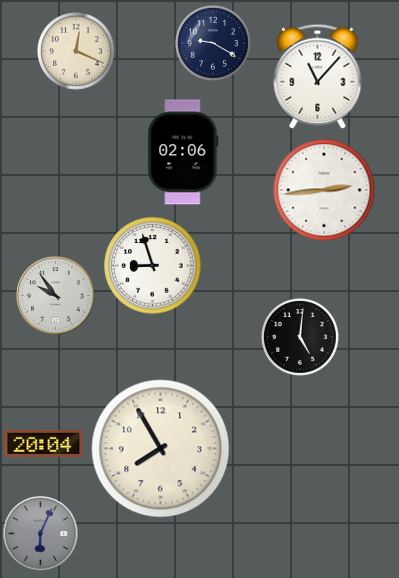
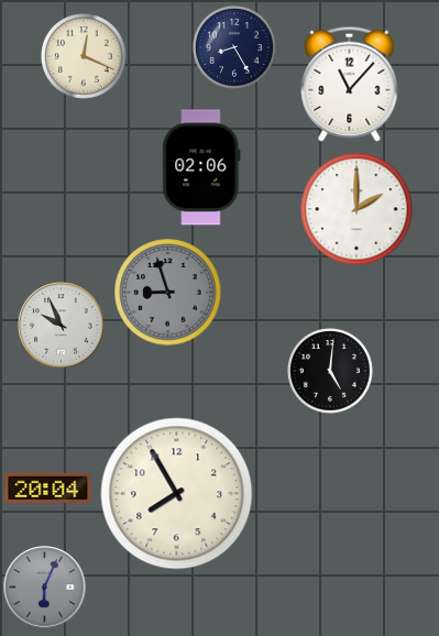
clock at (214, 44): 9:20 -> 8:25
clock at (324, 190): 2:44 -> 2:00
clock at (153, 266) dial: white -> grey
clock at (56, 296): 9:54 -> 9:56
